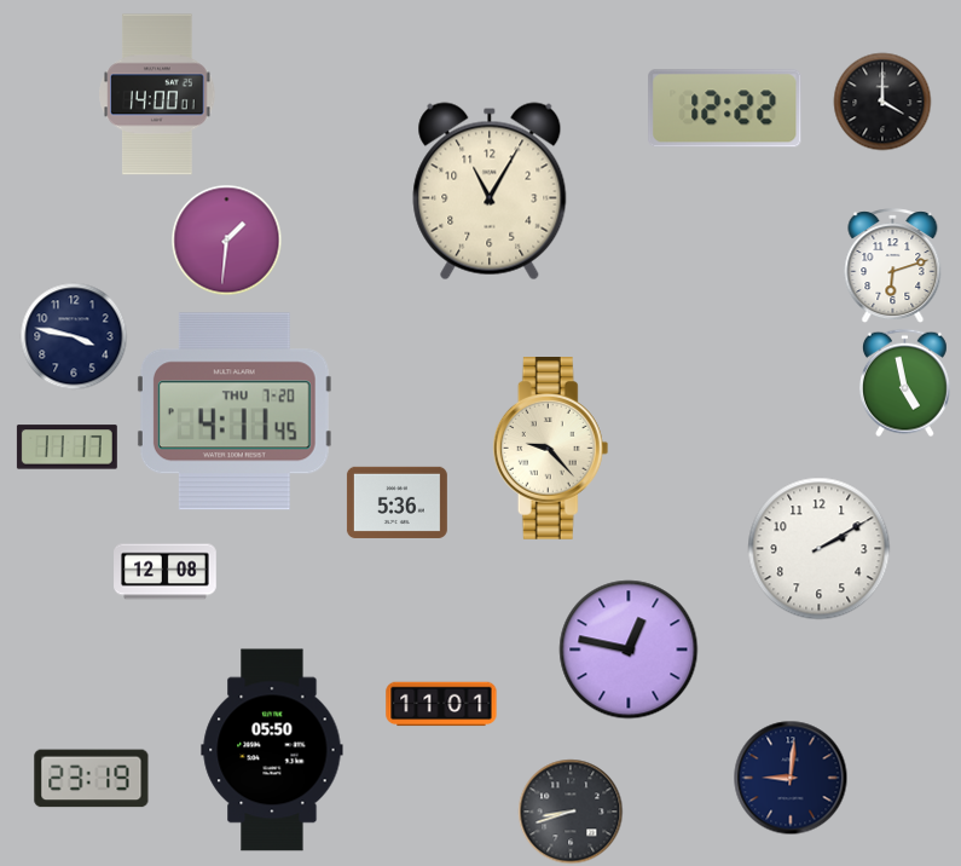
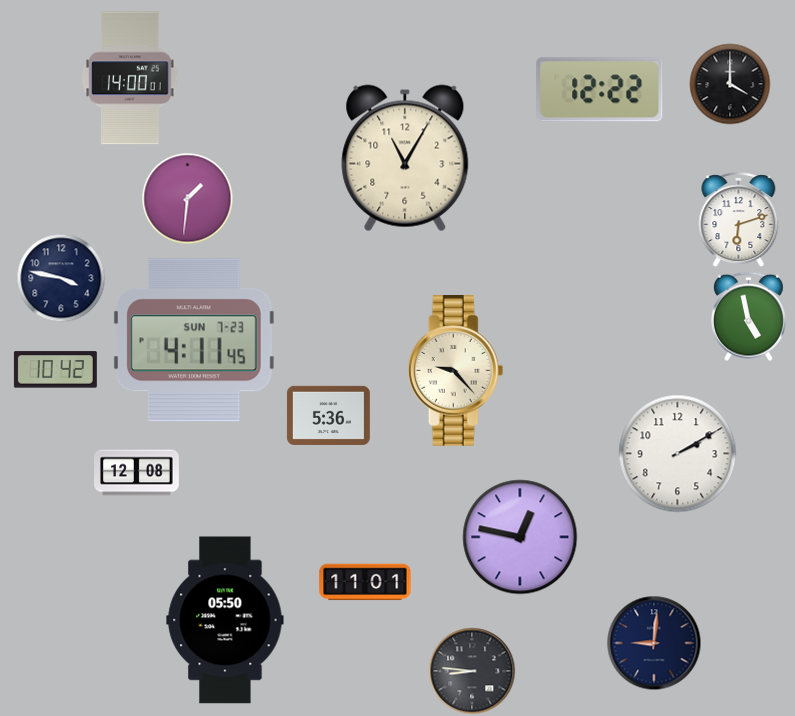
clock at (235, 411) date: THU 7-20 -> SUN 7-23
clock at (66, 448): 11:17 -> 10:42
clock at (92, 779): 23:19 -> none
clock at (571, 812): 8:42 -> 8:46
